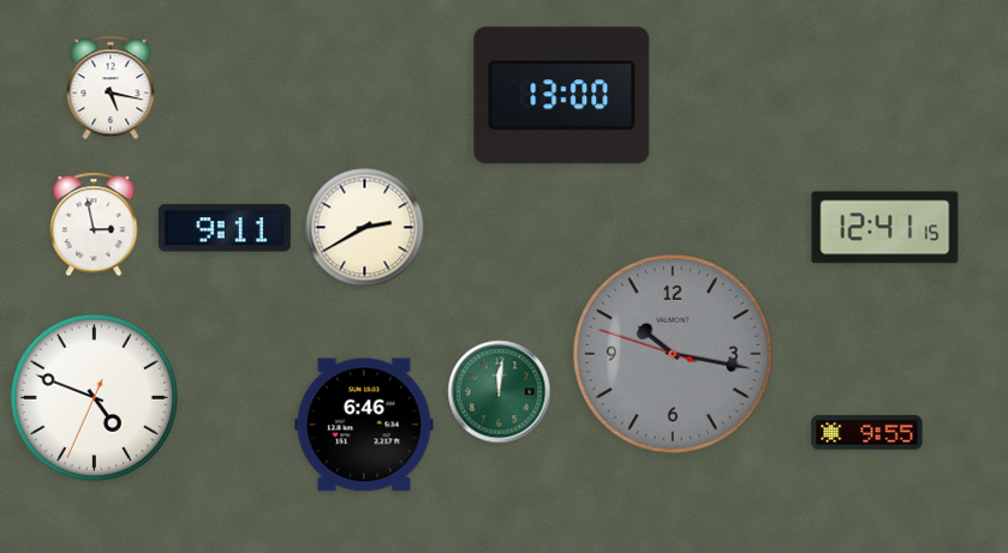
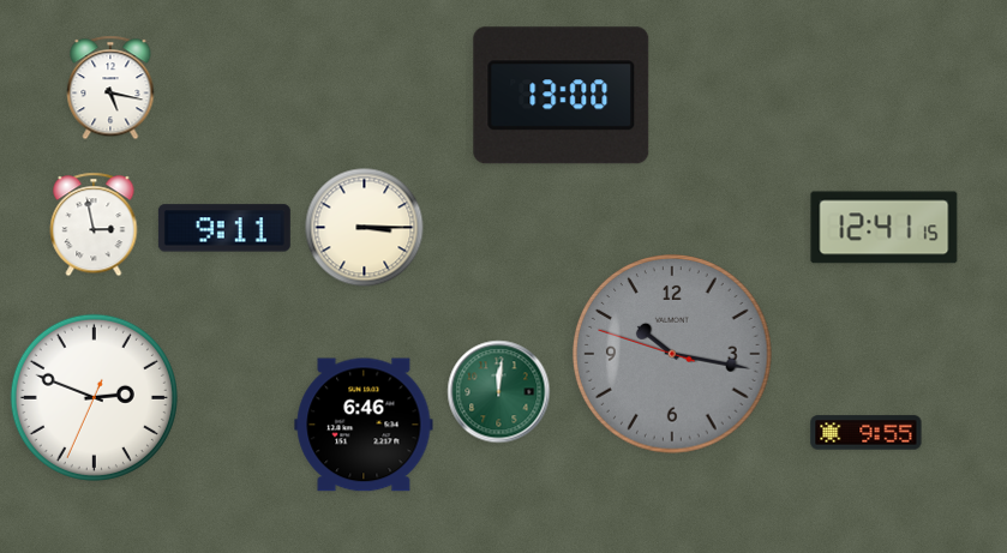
clock at (365, 228): 2:40 -> 3:15
clock at (94, 397): 4:48 -> 2:48
